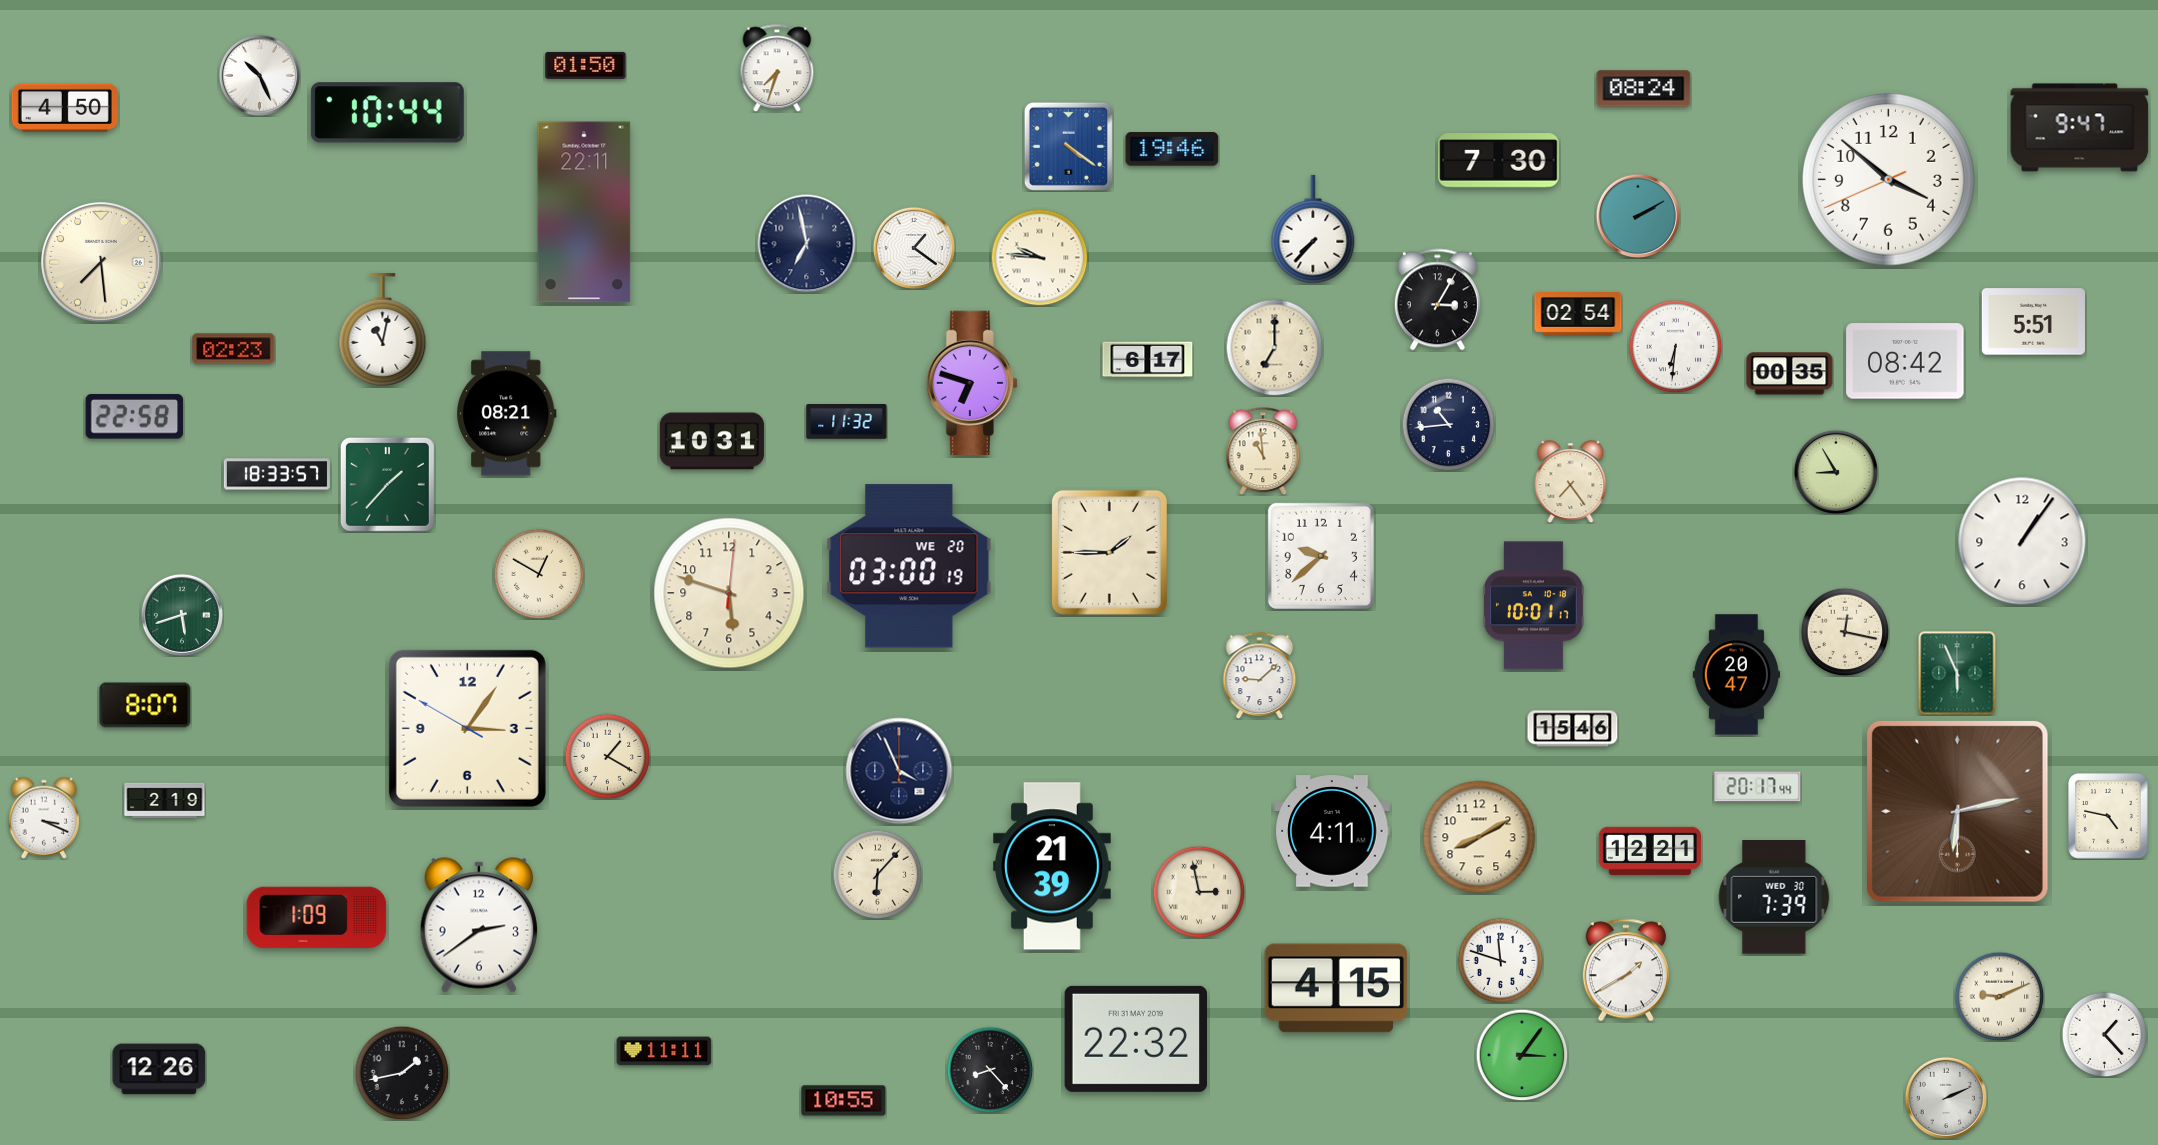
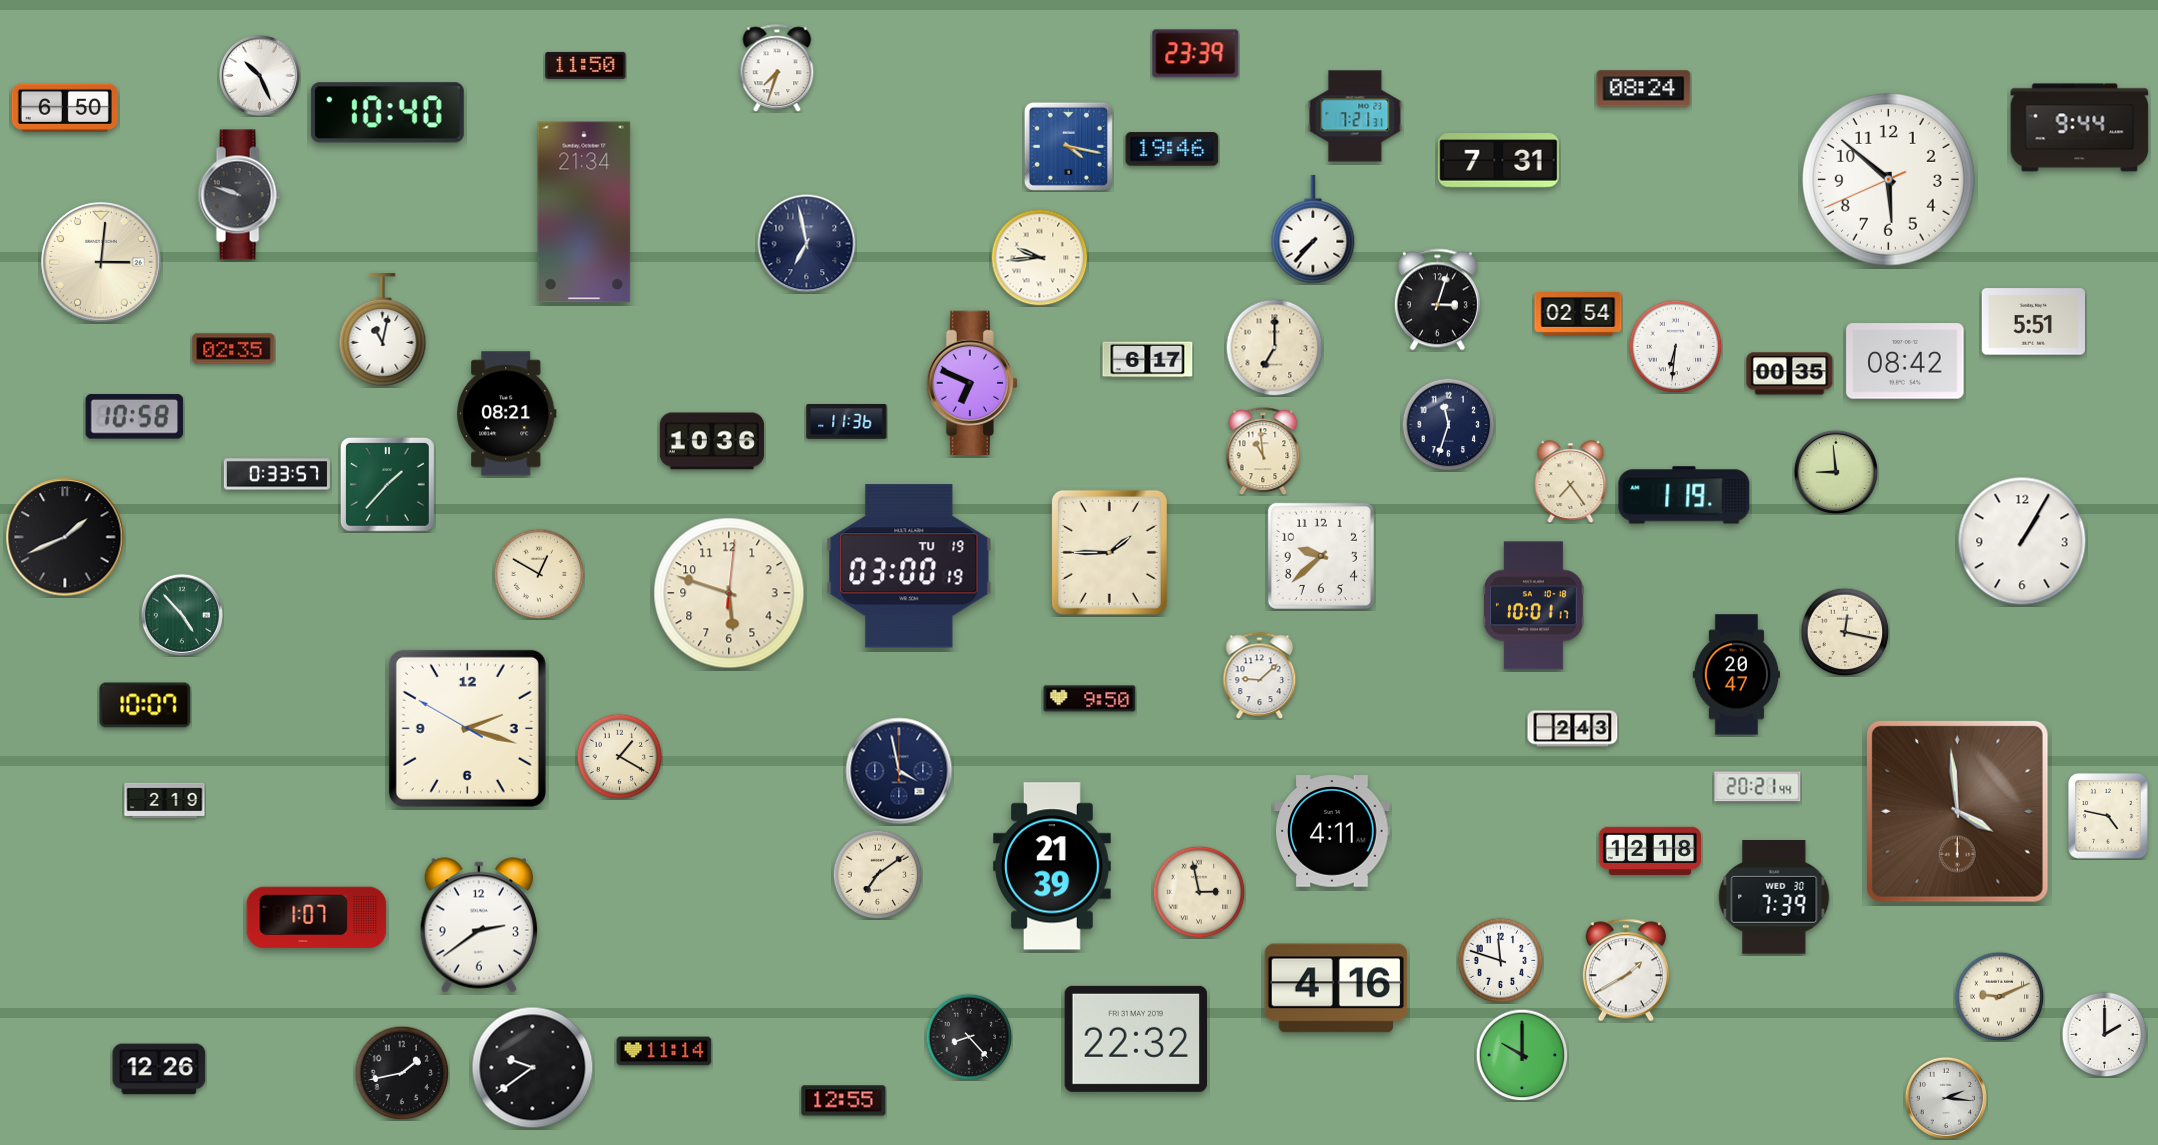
clock at (1196, 54): none -> 23:39
clock at (586, 65): 01:50 -> 11:50
clock at (65, 108): 4:50 -> 6:50
clock at (387, 113): 10:44 -> 10:40
clock at (1355, 116): none -> 7:21
clock at (2080, 128): 9:47 -> 9:44
clock at (1068, 146): 4:21 -> 4:17
clock at (1499, 161): 7:30 -> 7:31
clock at (1888, 179): 3:51 -> 5:51
clock at (239, 195): none -> 9:48
clock at (584, 212): 22:11 -> 21:34
clock at (1637, 215): 2:10 -> none
clock at (914, 248): 1:21 -> none
clock at (1039, 257): 9:46 -> 9:44
clock at (101, 262): 7:29 -> 3:01
clock at (1437, 300): 3:05 -> 3:03
clock at (234, 349): 02:23 -> 02:35
clock at (972, 382): 6:48 -> 6:49
clock at (135, 417): 22:58 -> 10:58
clock at (847, 422): 11:32 -> 11:36
clock at (1448, 424): 10:44 -> 11:33
clock at (712, 441): 10:31 -> 10:36
clock at (1835, 471): 8:55 -> 8:59
clock at (277, 474): 18:33 -> 0:33
clock at (1684, 495): none -> 1:19
clock at (65, 537): none -> 1:41
clock at (2022, 541): 1:06 -> 1:05
clock at (909, 566) date: WE 20 -> TU 19
clock at (182, 615): 5:42 -> 4:53
clock at (1957, 673): 5:56 -> none
clock at (1090, 699): none -> 9:50
clock at (145, 705): 8:07 -> 10:07
clock at (467, 728): 3:05 -> 2:17
clock at (1573, 729): 15:46 -> 2:43
clock at (607, 756) position: (607, 756) -> (619, 756)
clock at (899, 771): 3:56 -> 3:58
clock at (1758, 787): 20:17 -> 20:21
clock at (1957, 811): 6:13 -> 3:59
clock at (44, 818): 3:19 -> none
clock at (1479, 837): 8:10 -> none
clock at (1649, 851): 12:21 -> 12:18
clock at (877, 874): 6:07 -> 7:09
clock at (317, 918): 1:09 -> 1:07
clock at (1336, 988): 4:15 -> 4:16
clock at (2104, 1034): 1:23 -> 2:00
clock at (664, 1051): 11:11 -> 11:14
clock at (1522, 1055): 3:06 -> 10:00
clock at (533, 1068): none -> 9:39
clock at (990, 1070) position: (990, 1070) -> (969, 1037)
clock at (1946, 1098): 2:11 -> 2:16
clock at (844, 1101): 10:55 -> 12:55
